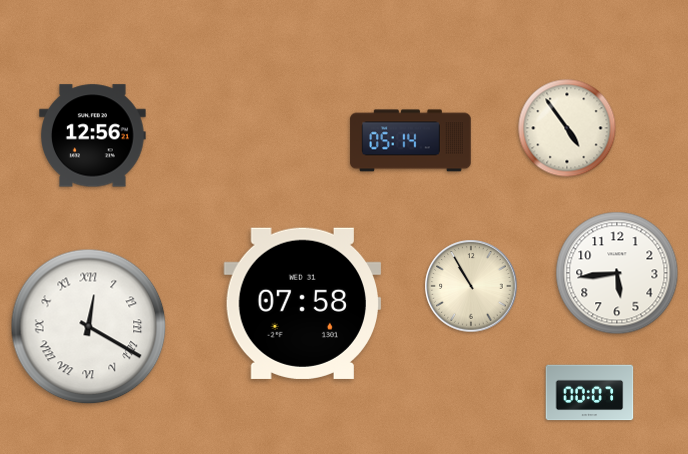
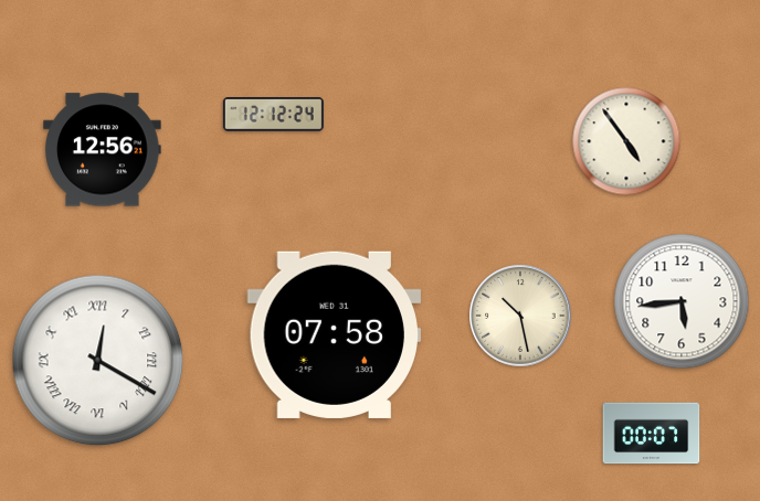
clock at (273, 115): none -> 12:12
clock at (411, 141): 05:14 -> none
clock at (471, 286): 10:55 -> 10:28
